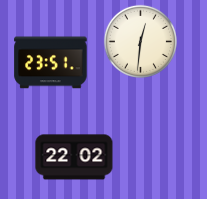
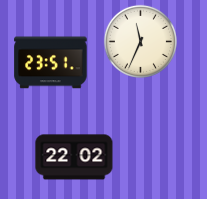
clock at (140, 41): 12:31 -> 11:34
